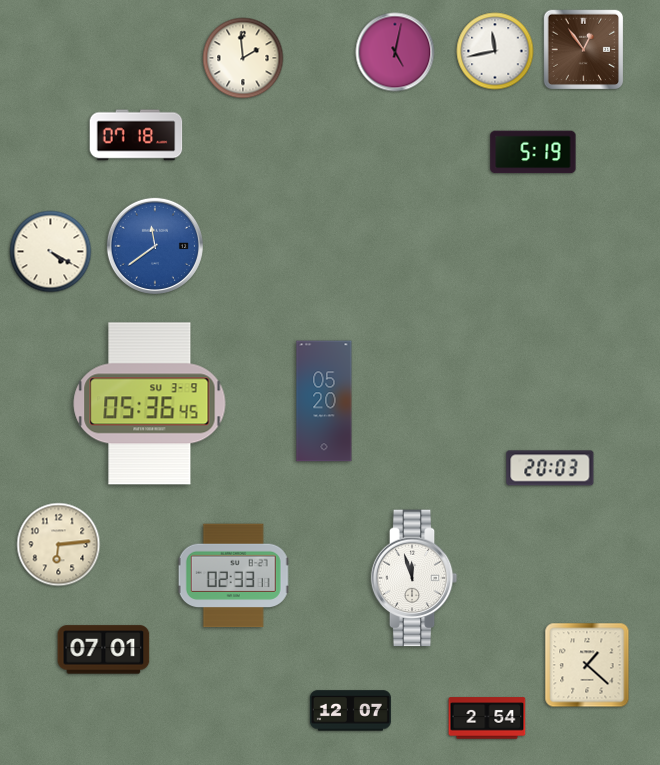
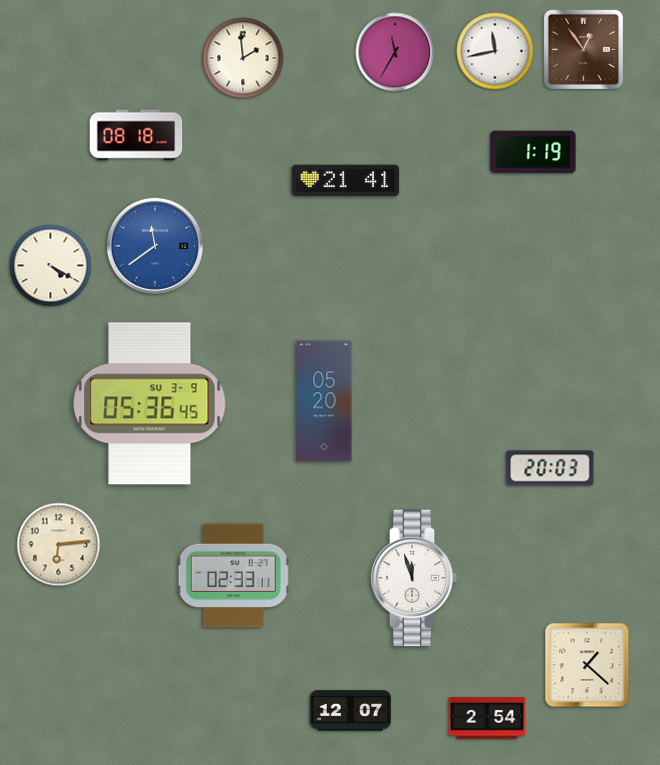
clock at (395, 52): 5:02 -> 11:35
clock at (136, 135): 07:18 -> 08:18
clock at (533, 152): 5:19 -> 1:19
clock at (346, 181): none -> 21:41
clock at (51, 252) position: (51, 252) -> (51, 266)
clock at (104, 650): 07:01 -> none
